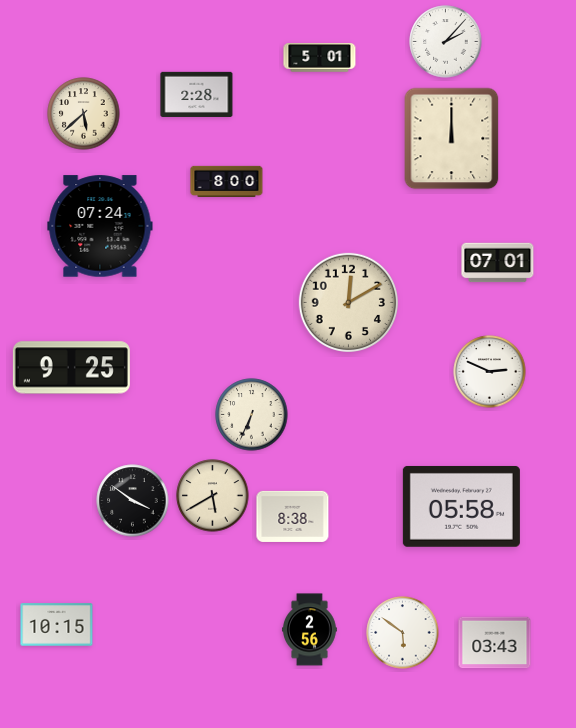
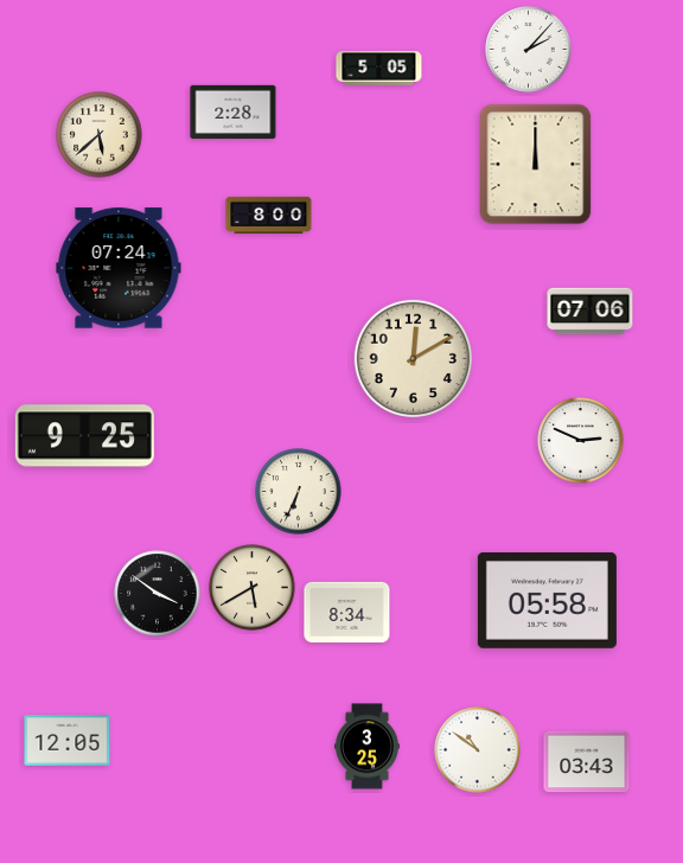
clock at (320, 58): 5:01 -> 5:05
clock at (498, 263): 07:01 -> 07:06
clock at (293, 516): 8:38 -> 8:34
clock at (57, 625): 10:15 -> 12:05
clock at (310, 630): 2:56 -> 3:25
clock at (403, 633): 5:51 -> 10:51
